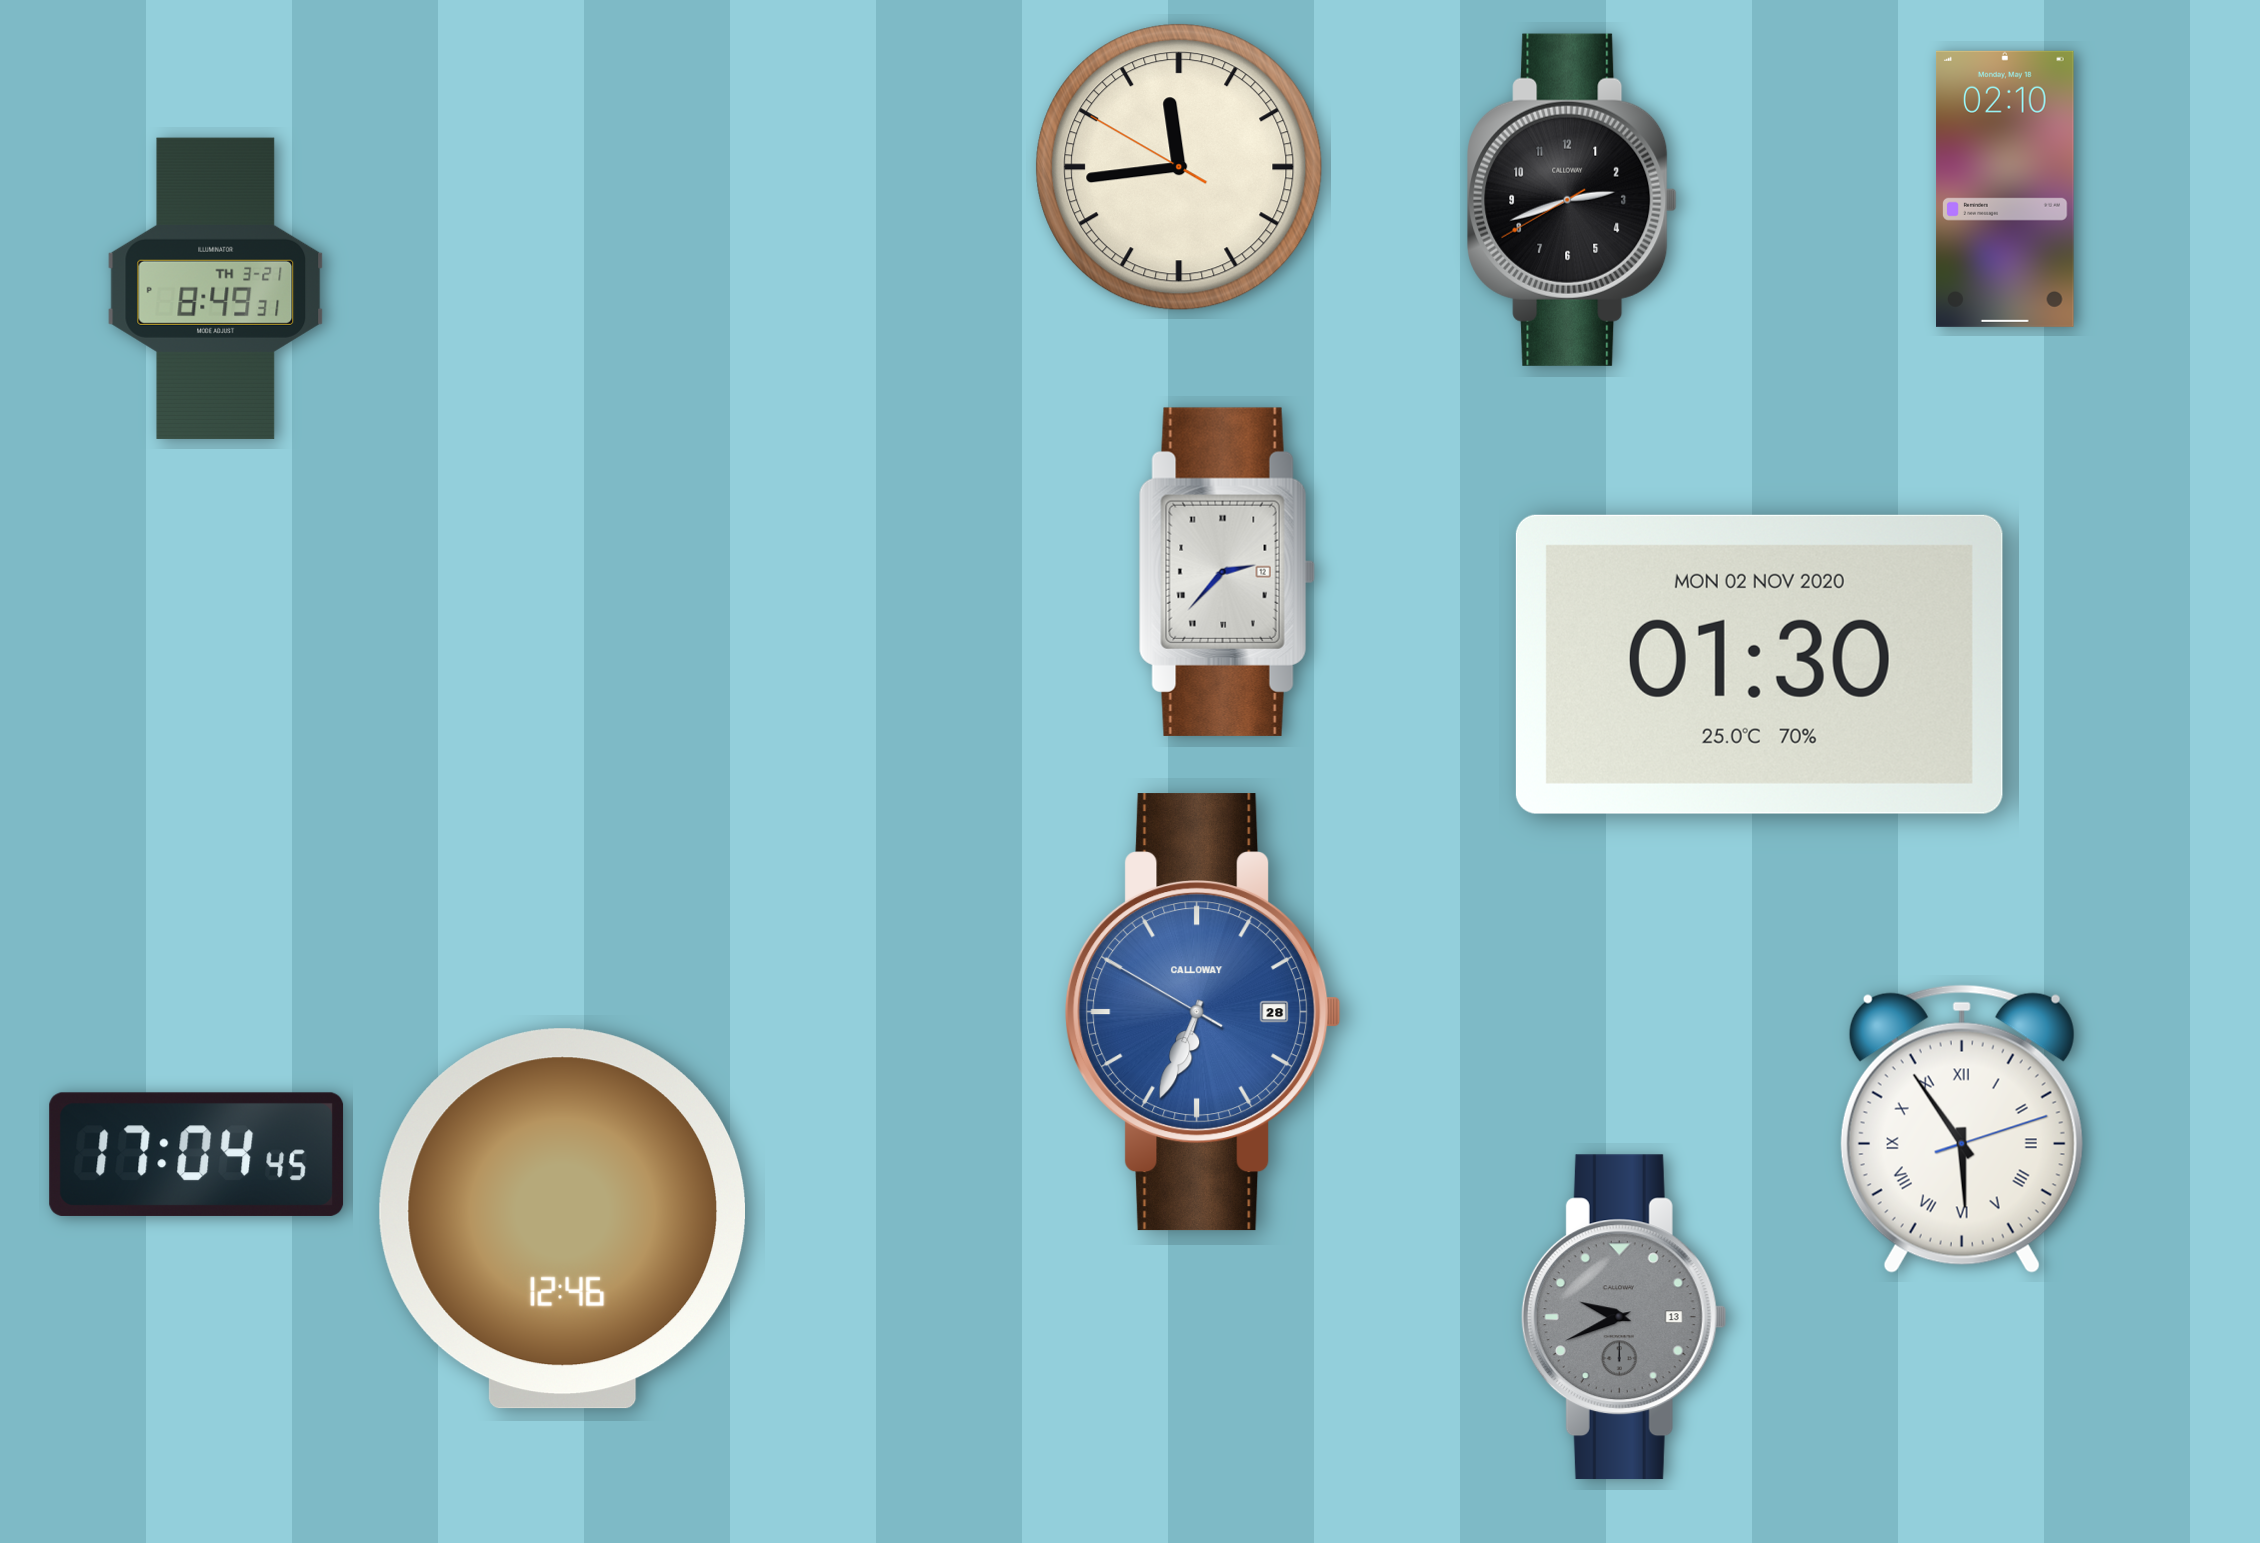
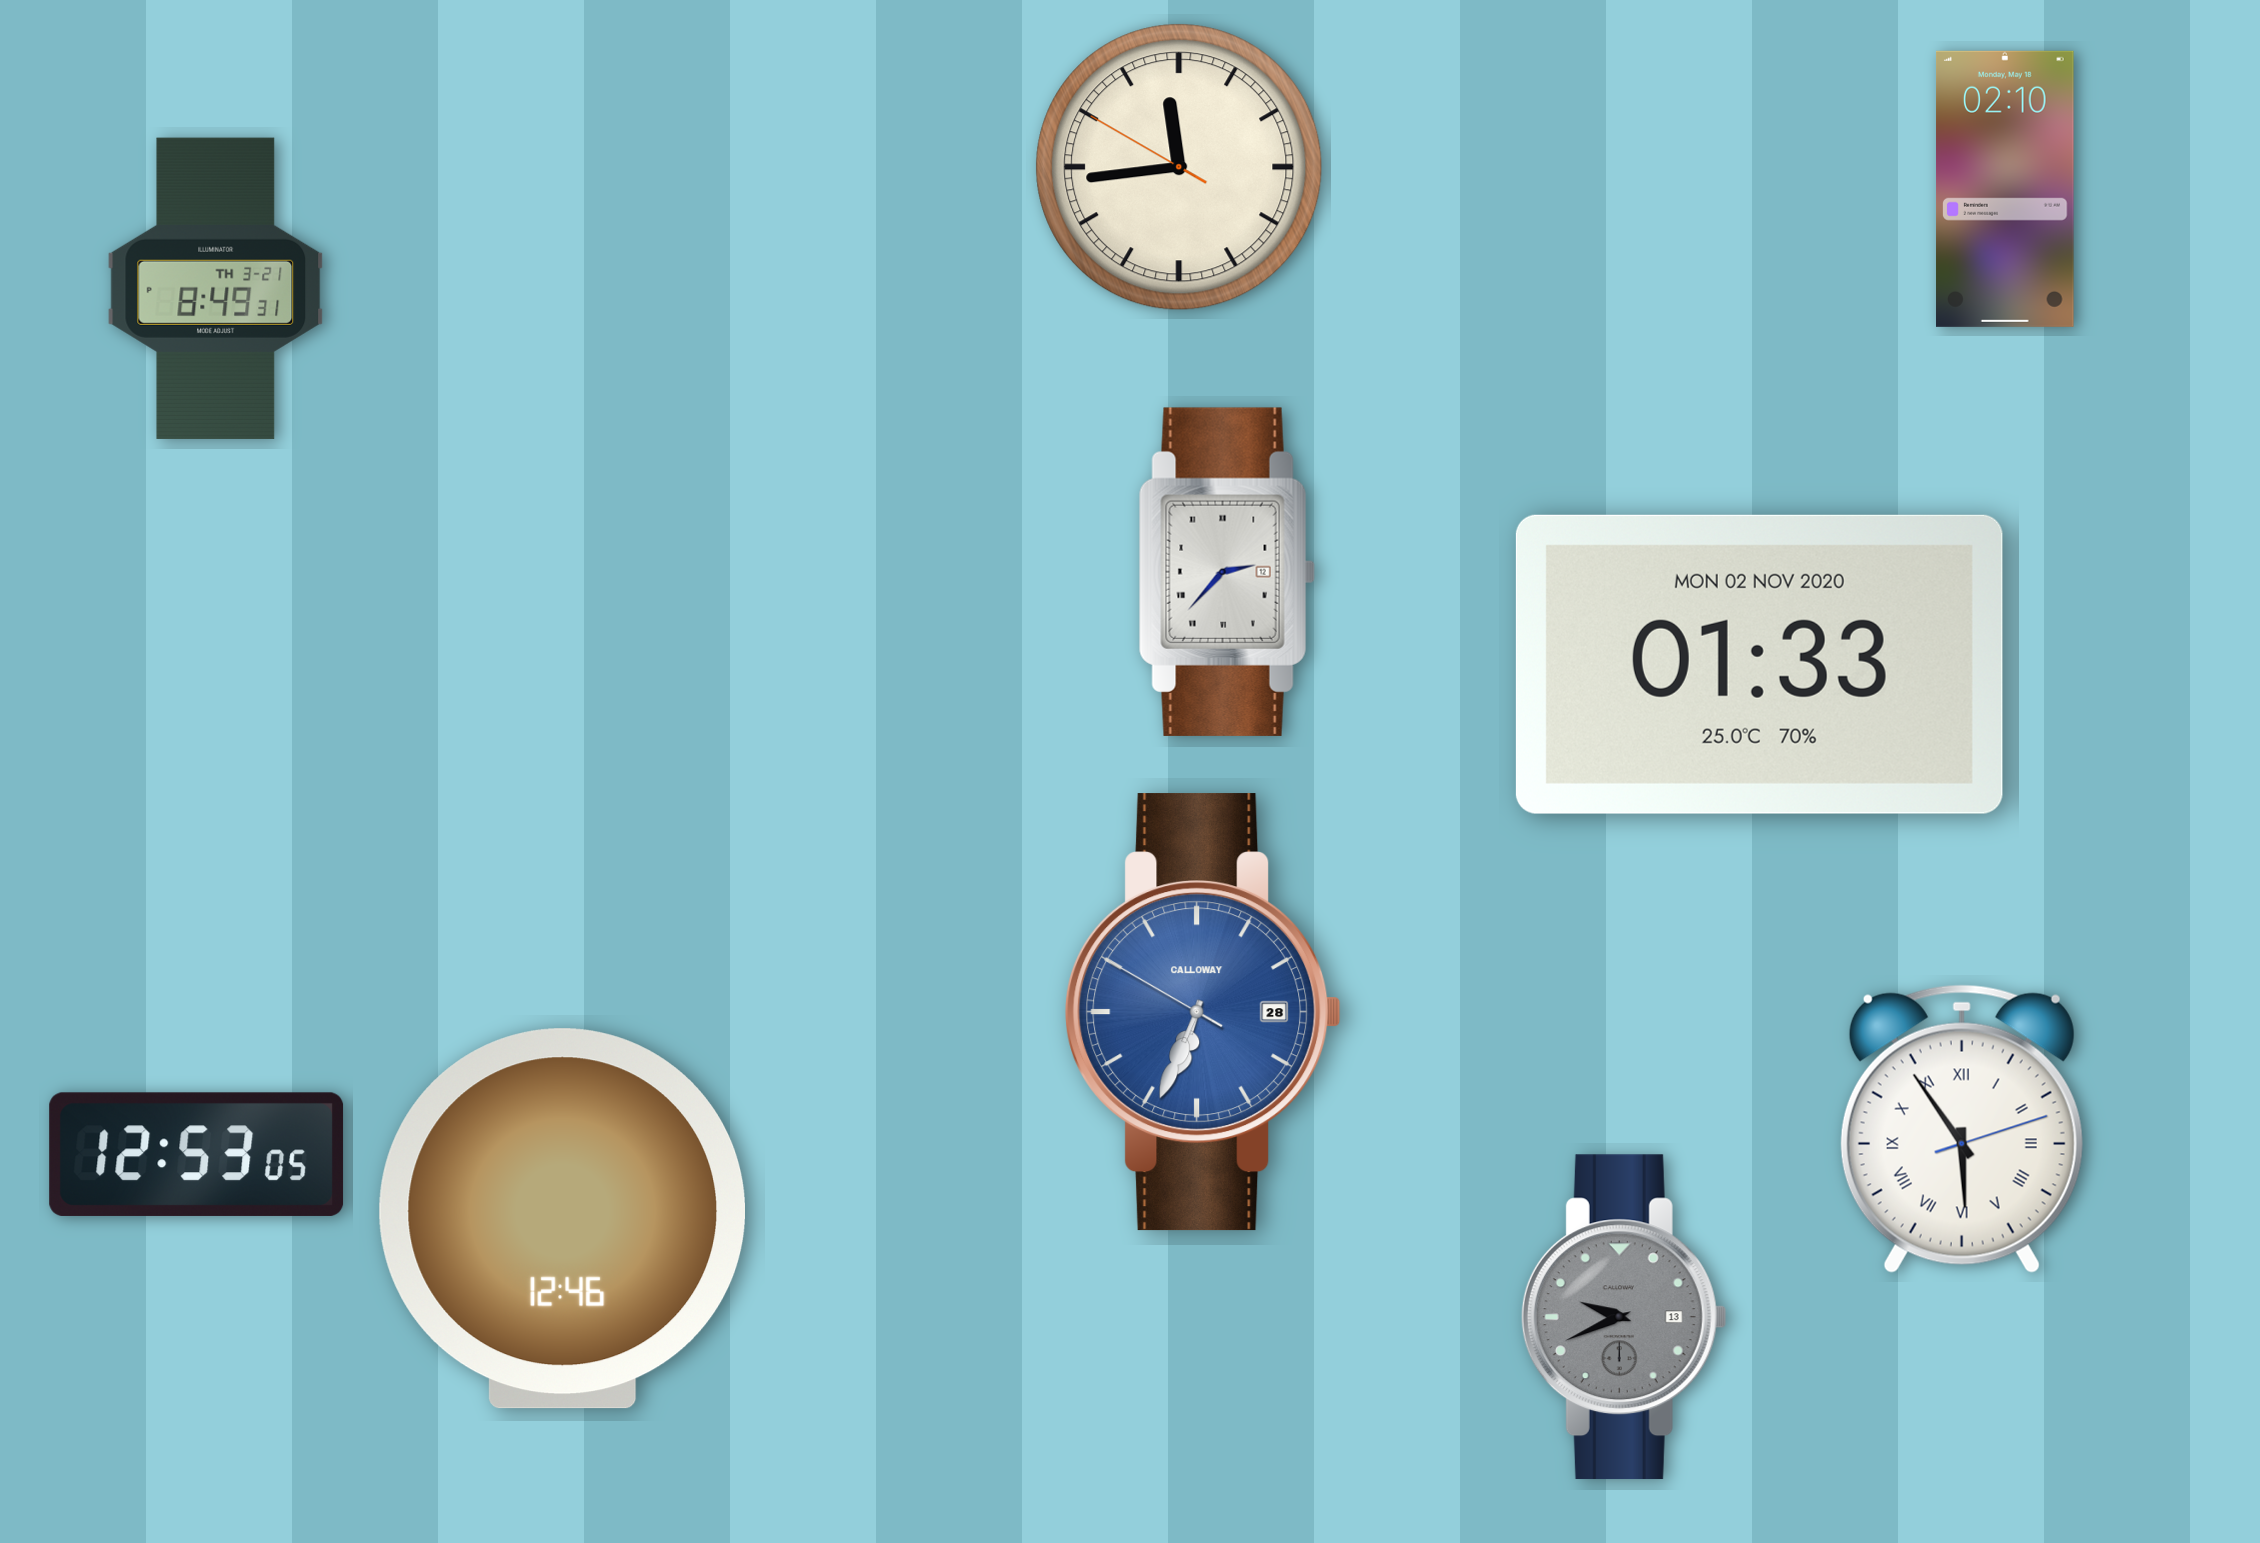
clock at (1572, 200): 2:41 -> none
clock at (1759, 664): 01:30 -> 01:33
clock at (197, 1154): 17:04 -> 12:53
